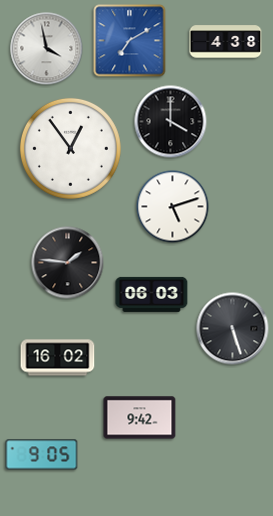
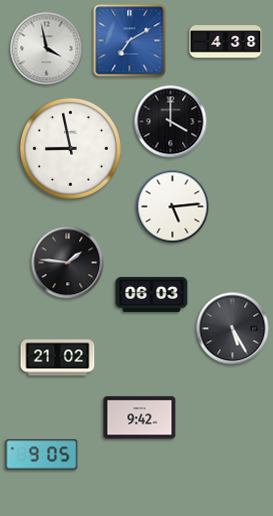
clock at (70, 148): 12:54 -> 8:58
clock at (173, 207): 5:12 -> 5:14
clock at (233, 329): 5:27 -> 5:25
clock at (58, 358): 16:02 -> 21:02
